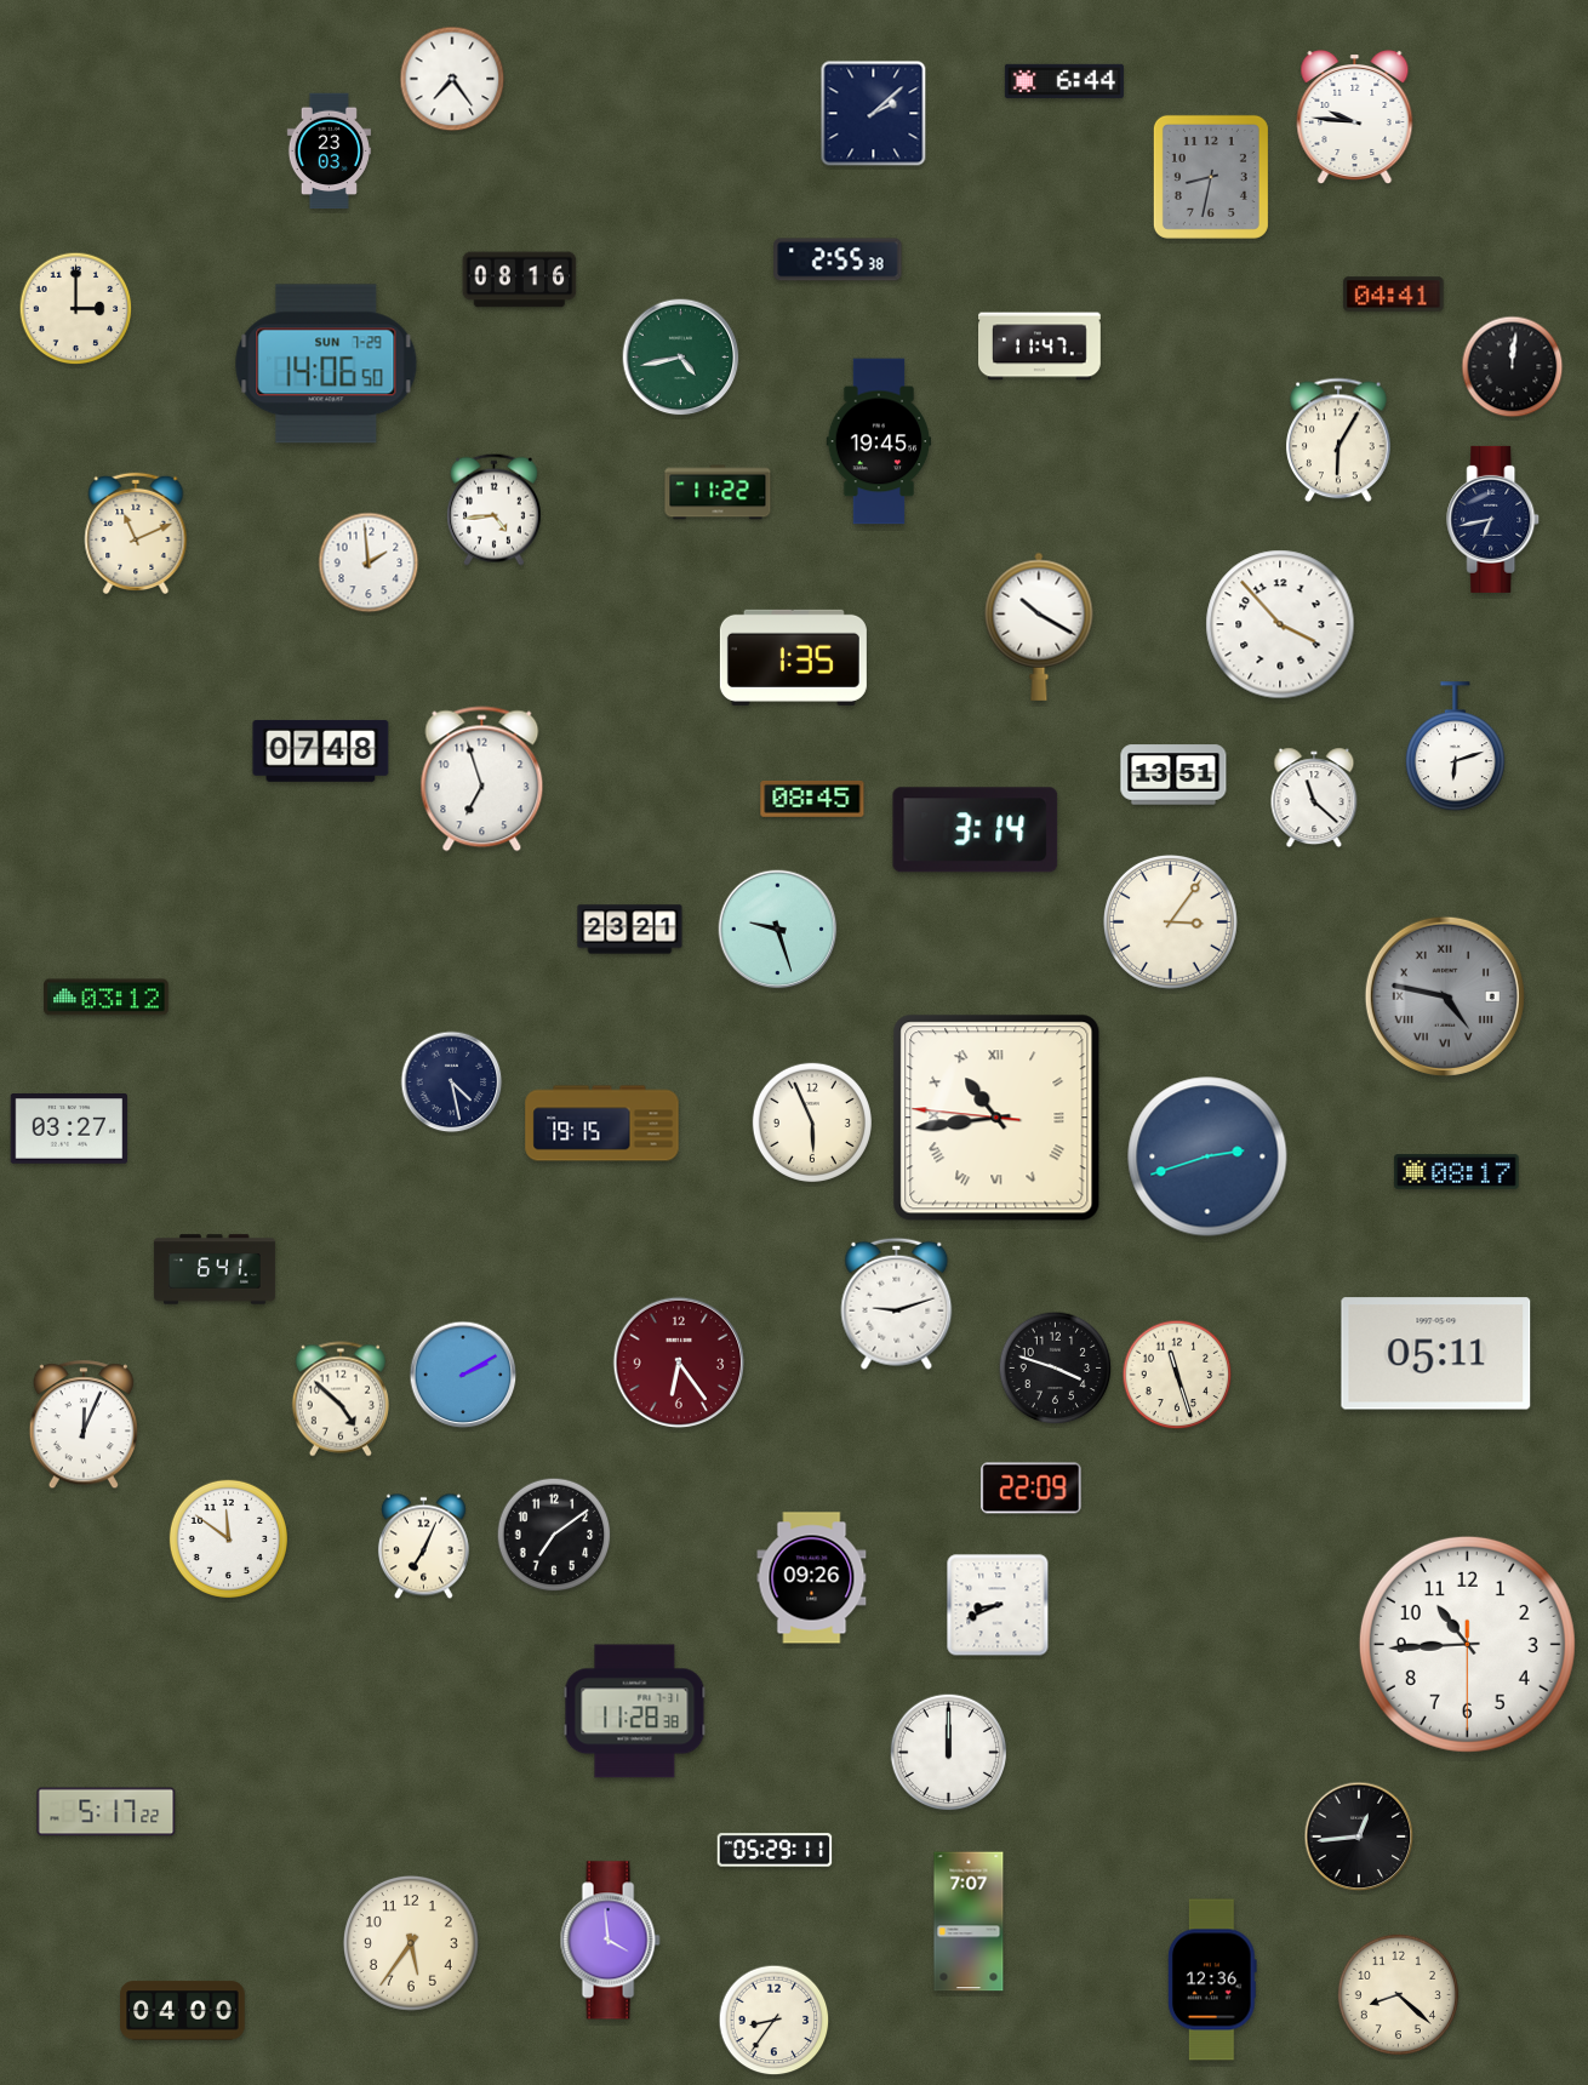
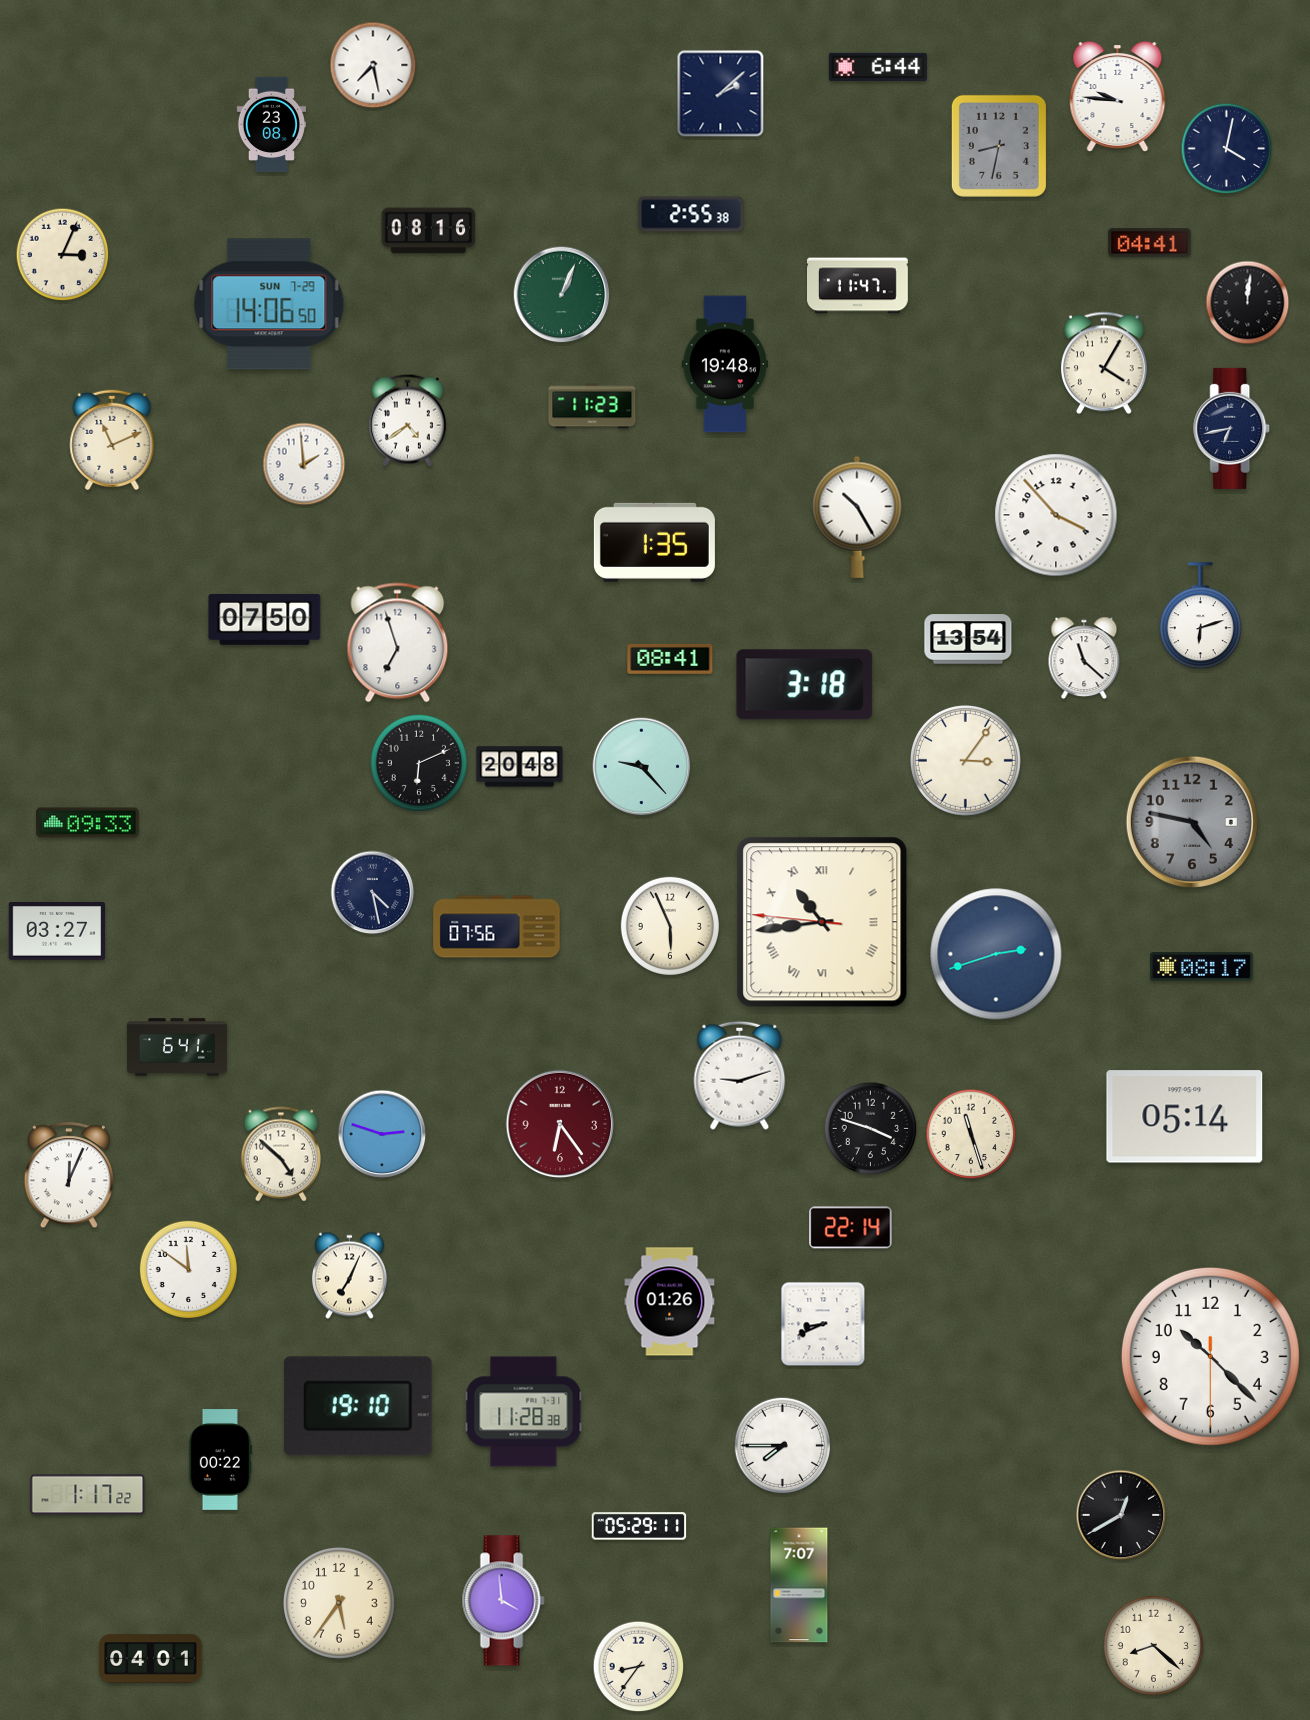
clock at (452, 79): 7:24 -> 7:28
clock at (329, 152): 23:03 -> 23:08
clock at (1227, 149): none -> 4:02
clock at (76, 309): 3:00 -> 3:04
clock at (681, 358): 4:43 -> 1:04
clock at (326, 364) position: (326, 364) -> (269, 304)
clock at (1339, 440): 6:05 -> 4:05
clock at (879, 441): 19:45 -> 19:48
clock at (718, 492): 11:22 -> 11:23
clock at (493, 509): 4:44 -> 4:39
clock at (1039, 627): 10:20 -> 10:25
clock at (321, 750): 07:48 -> 07:50
clock at (1173, 775): 13:51 -> 13:54
clock at (812, 799): 08:45 -> 08:41
clock at (976, 830): 3:14 -> 3:18
clock at (418, 762): none -> 6:11
clock at (630, 930): 23:21 -> 20:48
clock at (778, 930): 9:27 -> 9:23
clock at (1445, 996) numerals: Roman -> Arabic
clock at (107, 998): 03:12 -> 09:33
clock at (602, 1124): 19:15 -> 07:56
clock at (1436, 1354): 05:11 -> 05:14
clock at (463, 1375): 2:10 -> 2:48
clock at (1032, 1489): 22:09 -> 22:14
clock at (554, 1535): 7:09 -> none
clock at (812, 1578): 09:26 -> 01:26
clock at (1467, 1644): 10:44 -> 10:22
clock at (358, 1406): none -> 19:10
clock at (949, 1753): 12:00 -> 7:45
clock at (220, 1460): none -> 00:22
clock at (107, 1812): 5:17 -> 1:17
clock at (1359, 1836): 12:44 -> 12:40
clock at (1213, 1980): 12:36 -> none
clock at (183, 2011): 04:00 -> 04:01
